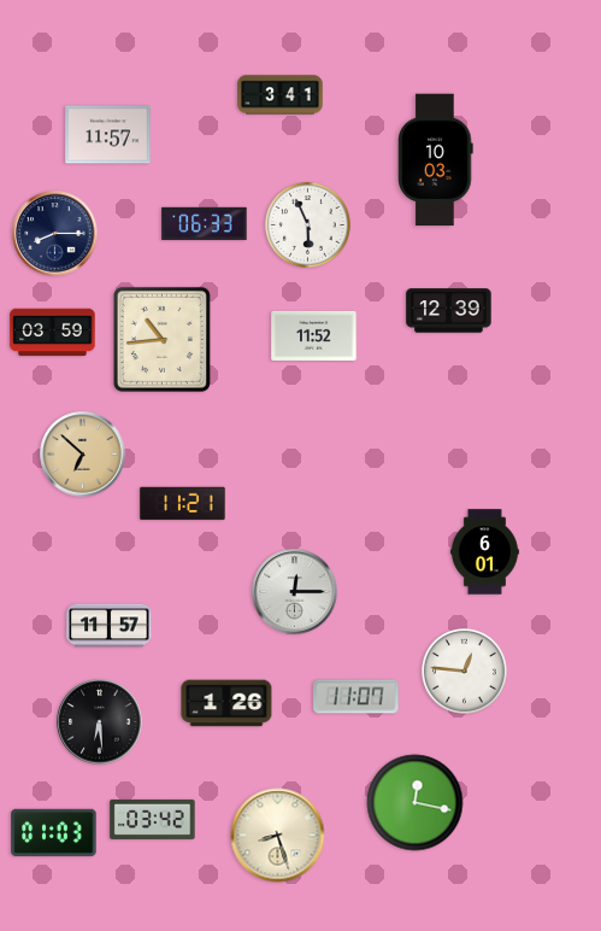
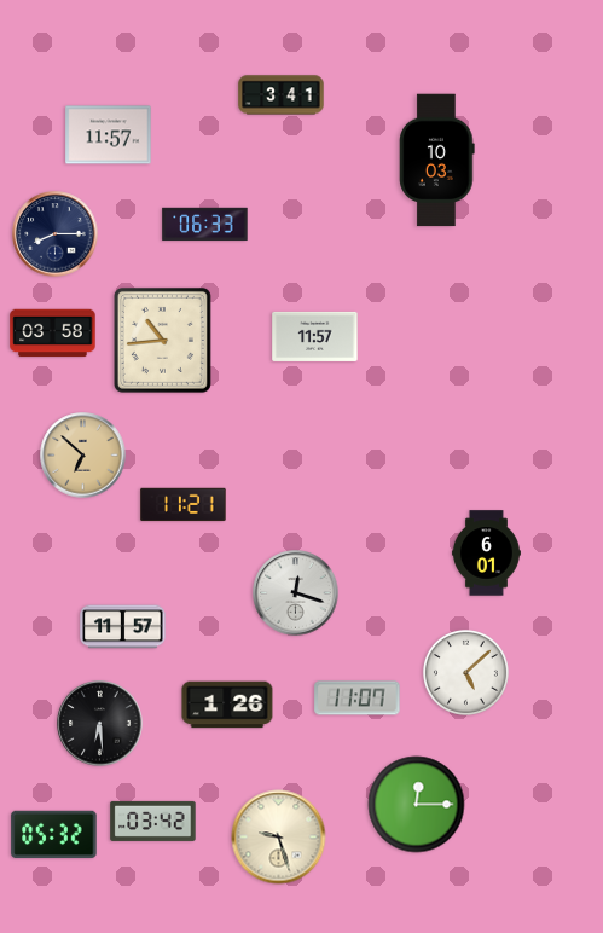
clock at (307, 224): 5:56 -> none
clock at (449, 311): 12:39 -> none
clock at (53, 333): 03:59 -> 03:58
clock at (314, 335): 11:52 -> 11:57
clock at (295, 592): 12:15 -> 12:18
clock at (110, 626) position: (110, 626) -> (123, 627)
clock at (464, 671): 12:46 -> 5:08
clock at (416, 803): 12:17 -> 12:15
clock at (54, 833): 01:03 -> 05:32
clock at (278, 836): 8:27 -> 9:27
